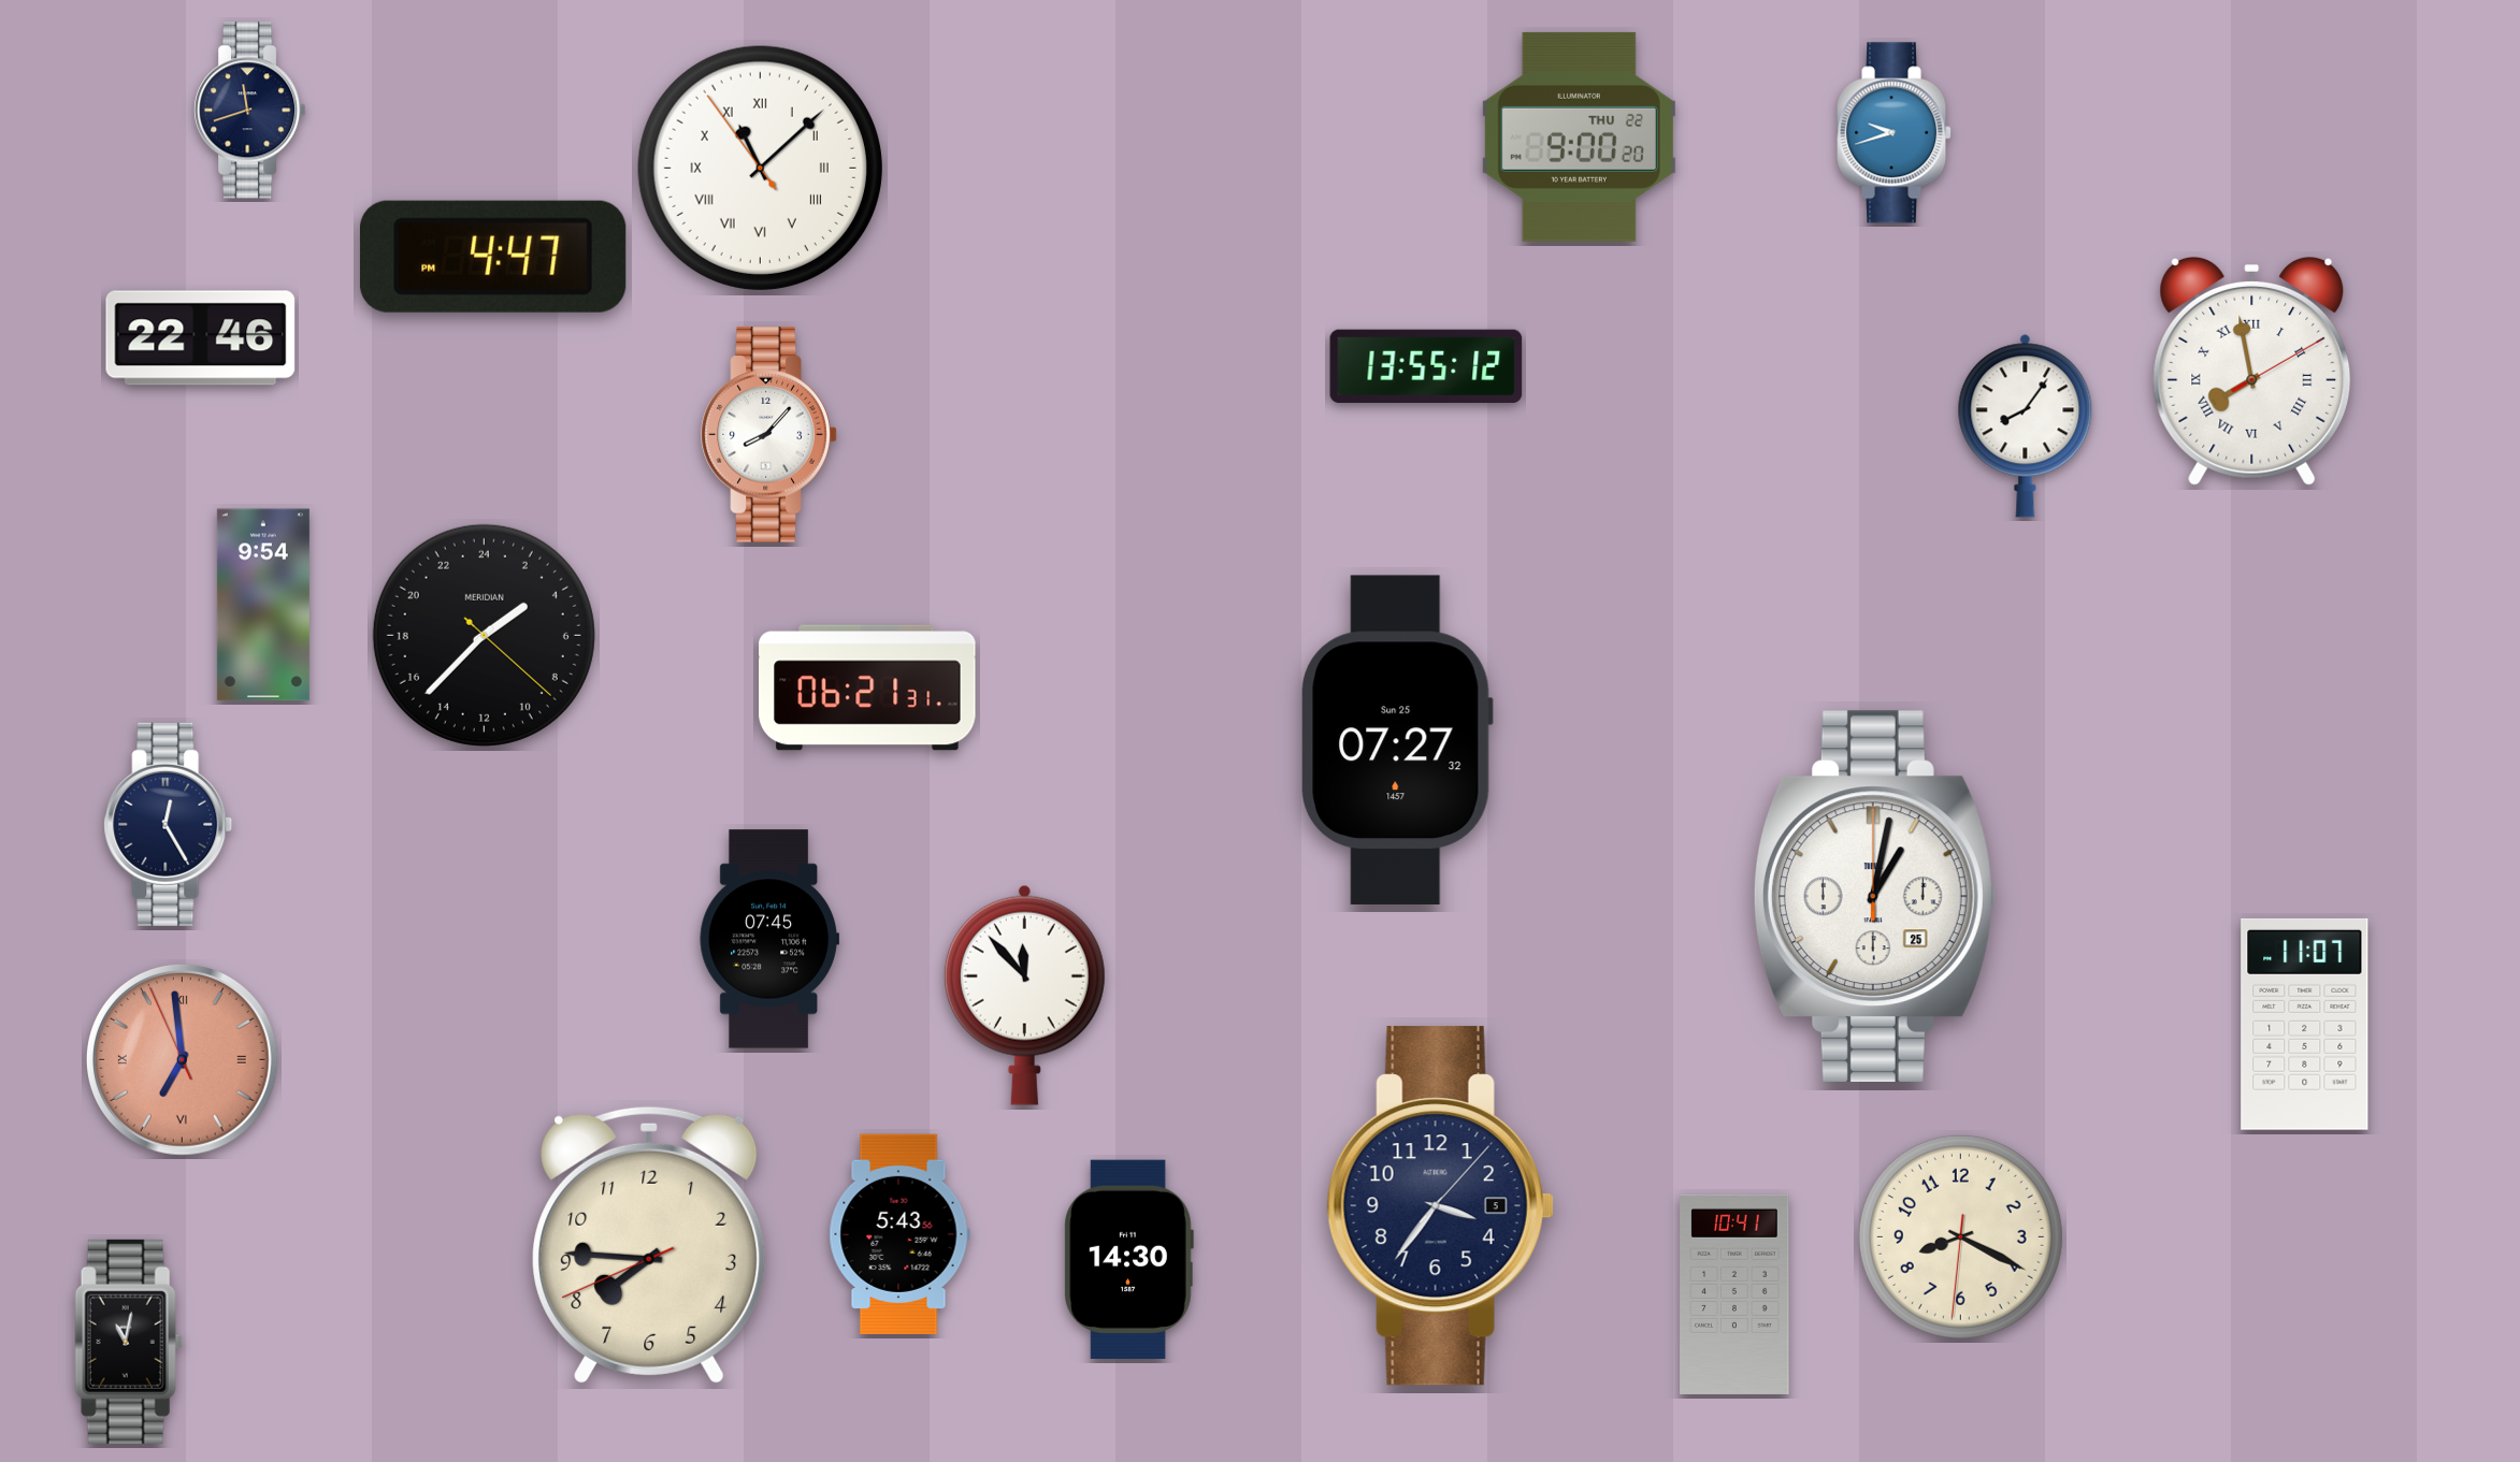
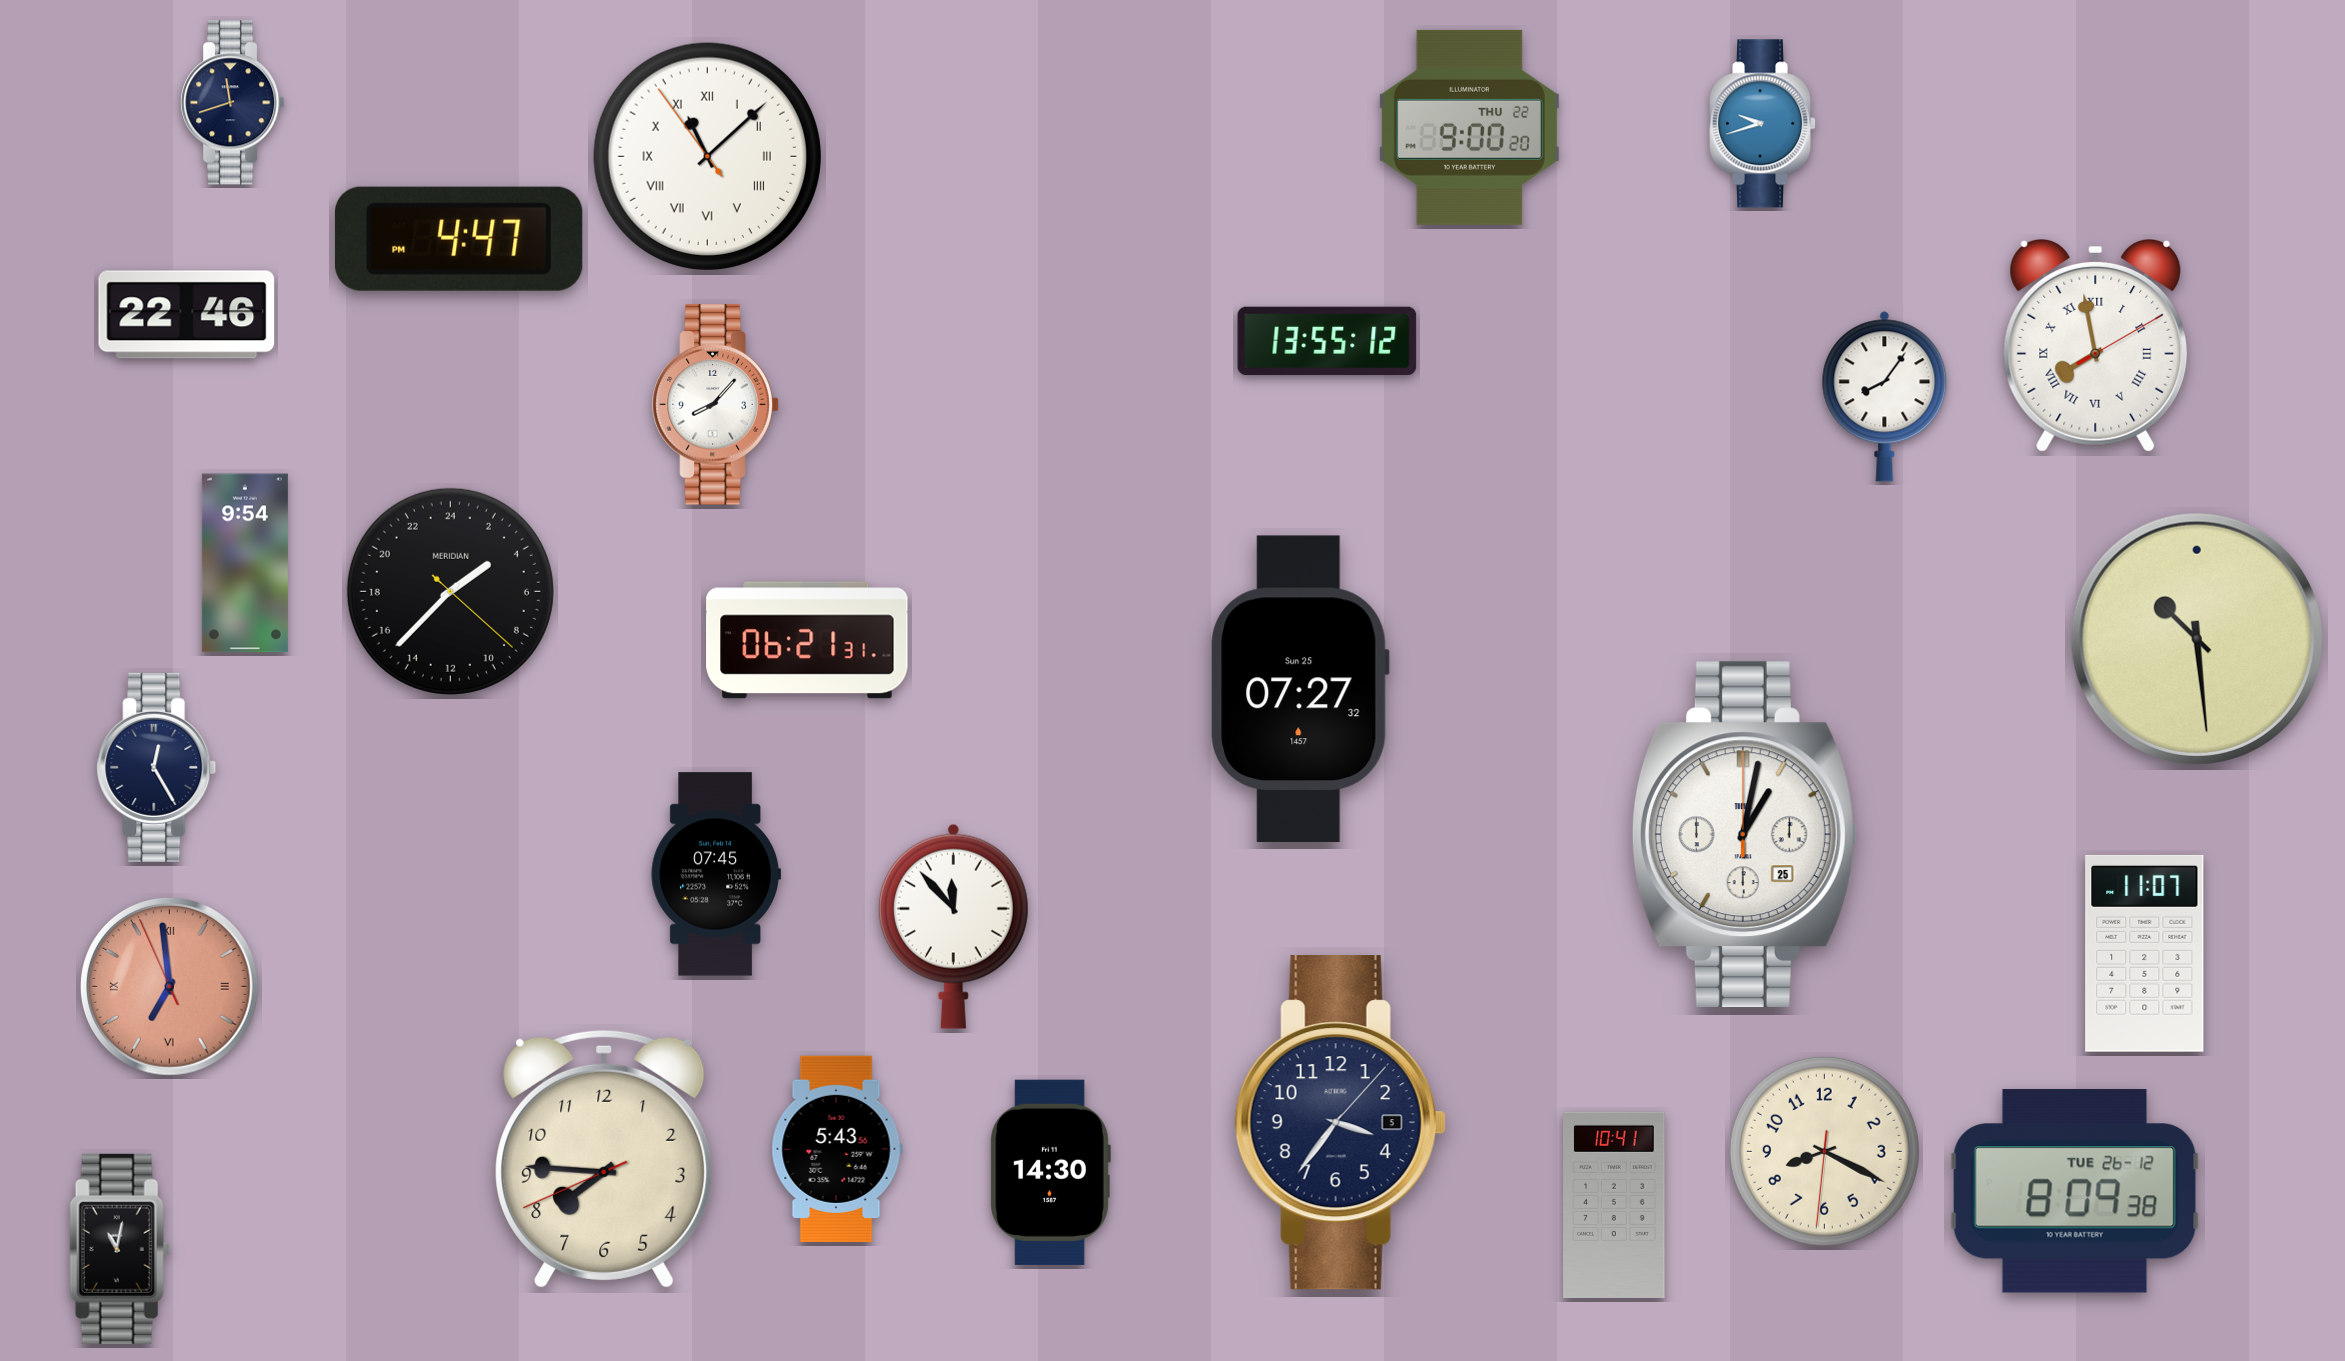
clock at (2197, 639): none -> 10:29
clock at (2075, 1191): none -> 8:09
